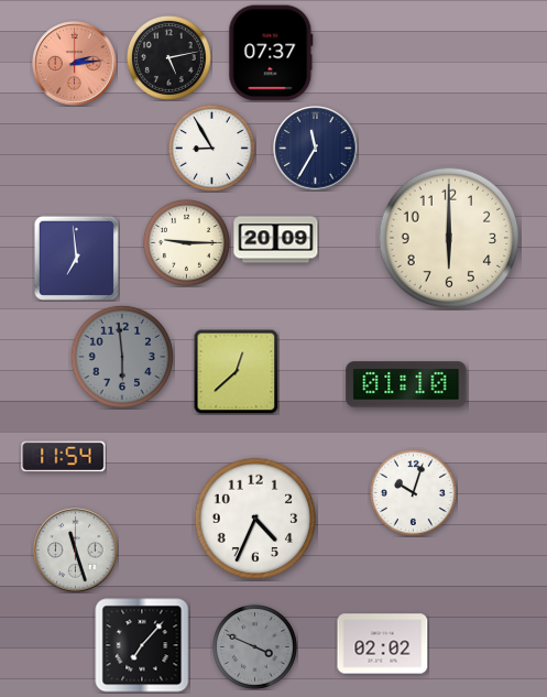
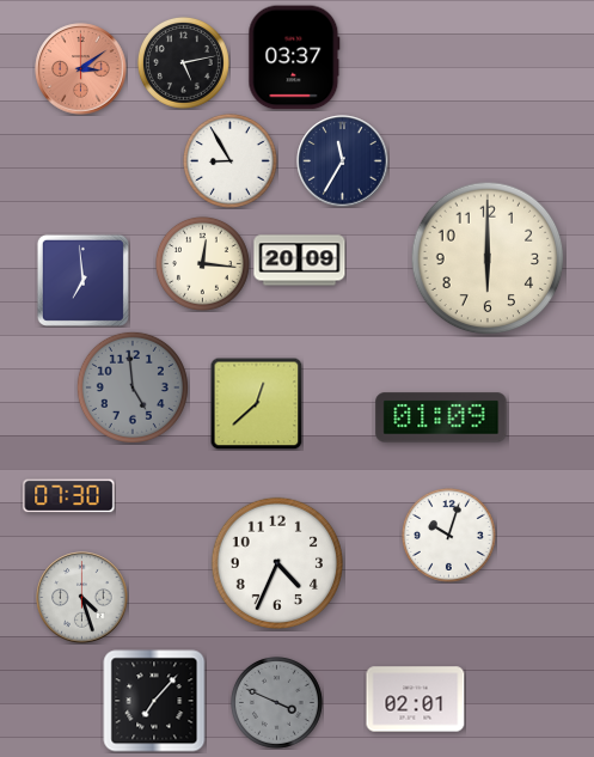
clock at (271, 53): 07:37 -> 03:37
clock at (75, 64): 2:14 -> 3:09
clock at (186, 242): 9:15 -> 12:16
clock at (122, 357): 5:59 -> 4:59
clock at (406, 384): 01:10 -> 01:09
clock at (64, 457): 11:54 -> 07:30
clock at (76, 551): 11:27 -> 4:27
clock at (383, 644): 02:02 -> 02:01
